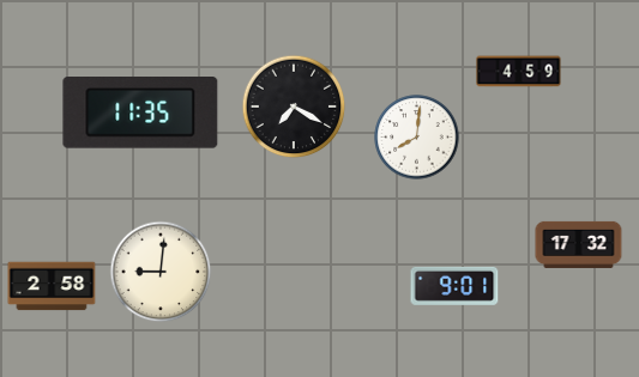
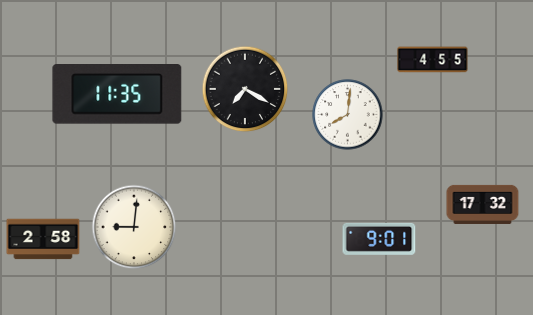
clock at (519, 72): 4:59 -> 4:55
